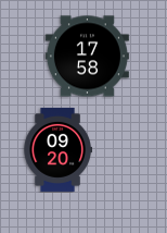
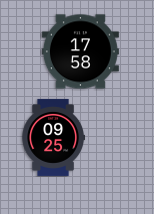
clock at (57, 149): 09:20 -> 09:25
